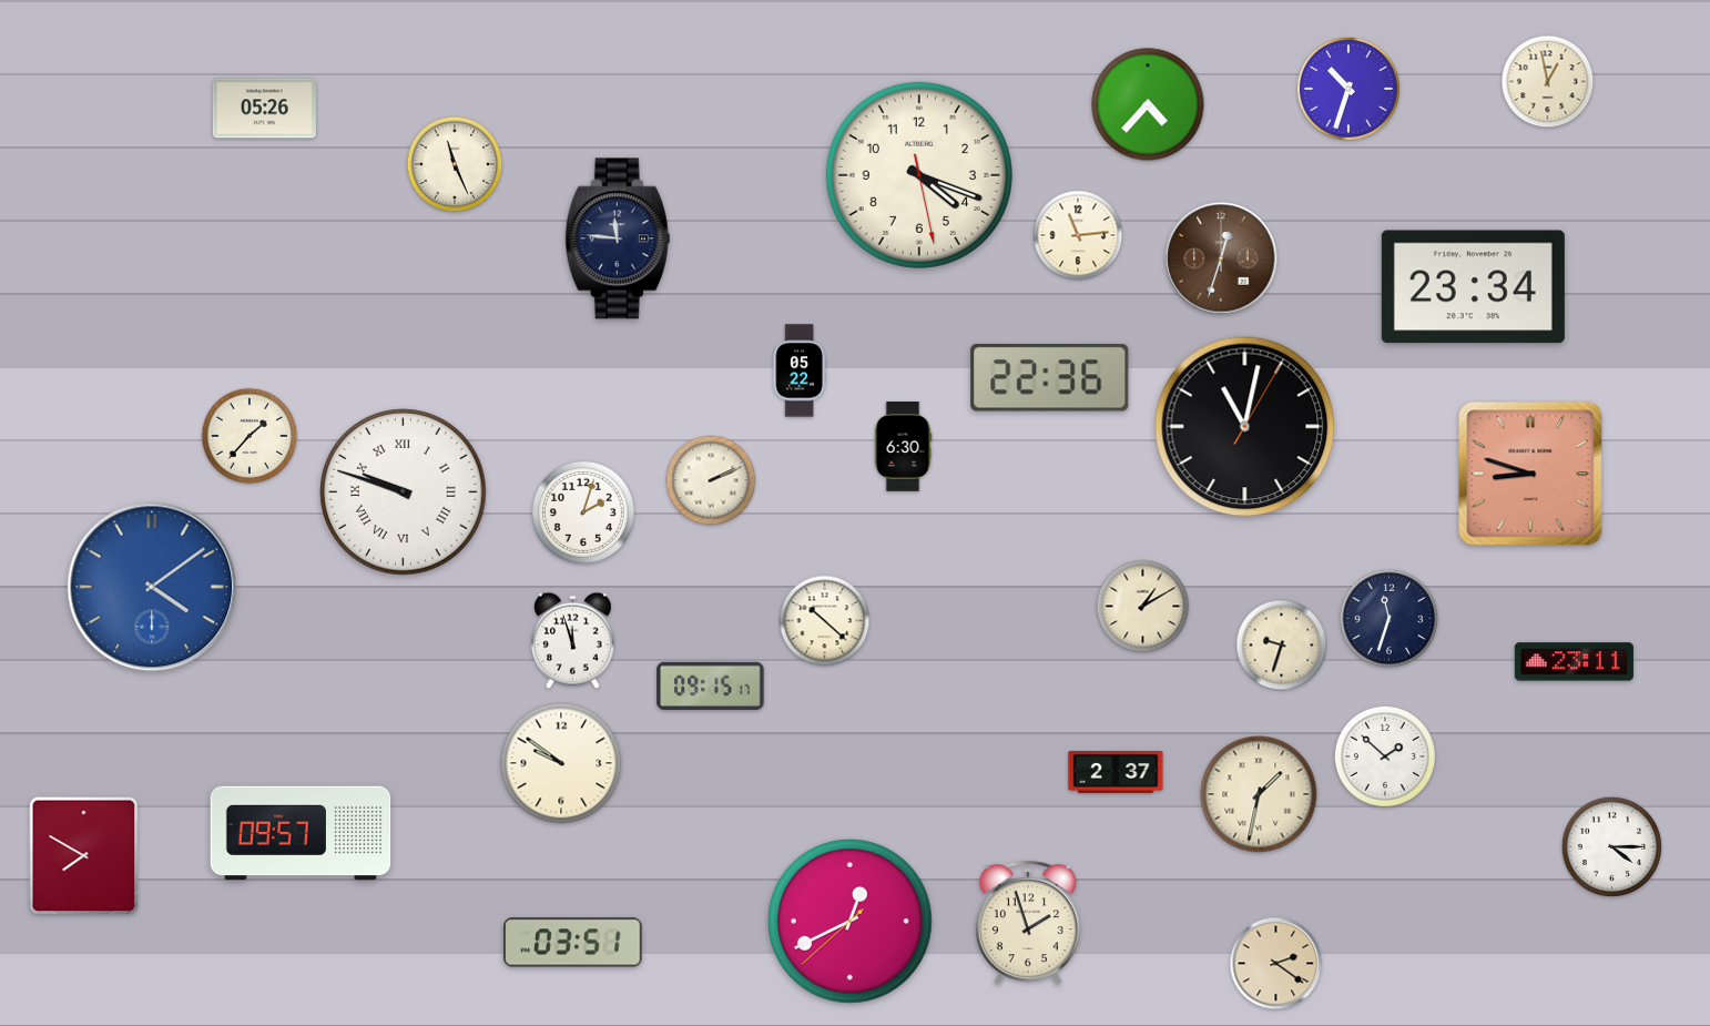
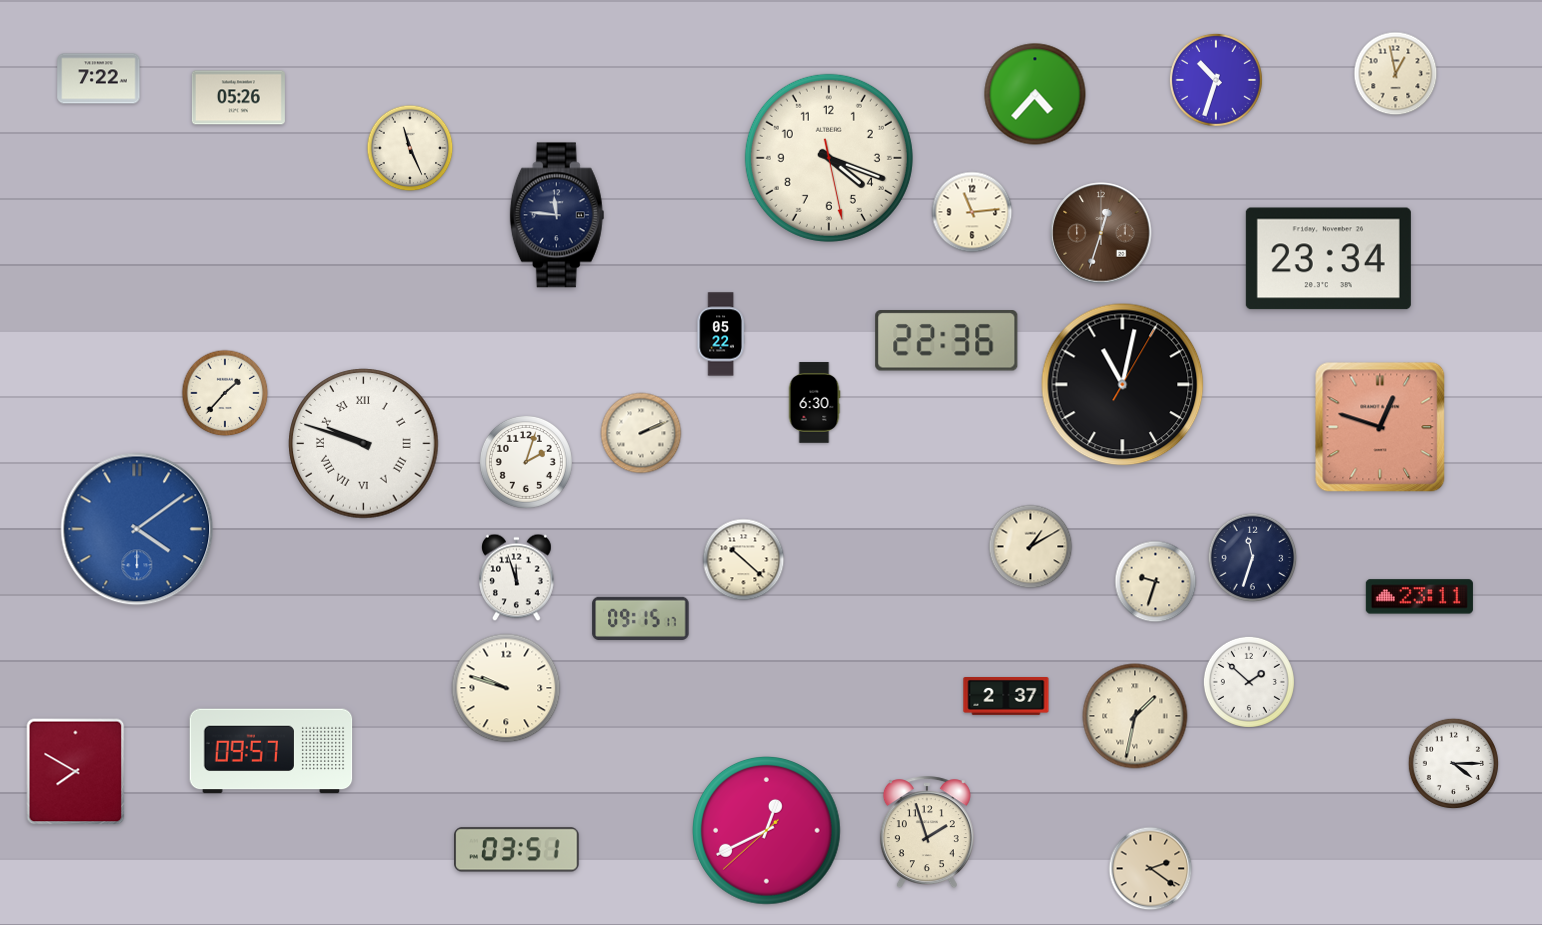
clock at (99, 79): none -> 7:22
clock at (1530, 474): 8:48 -> 12:48
clock at (561, 763): 9:51 -> 9:48
